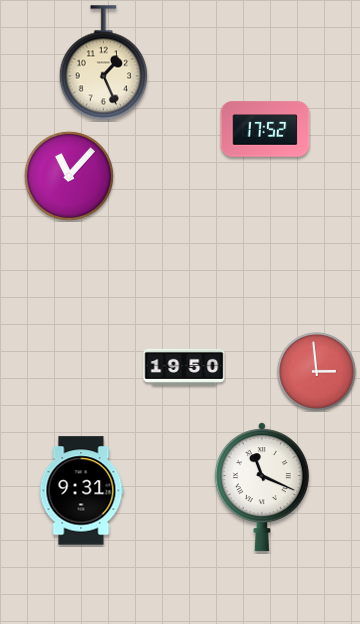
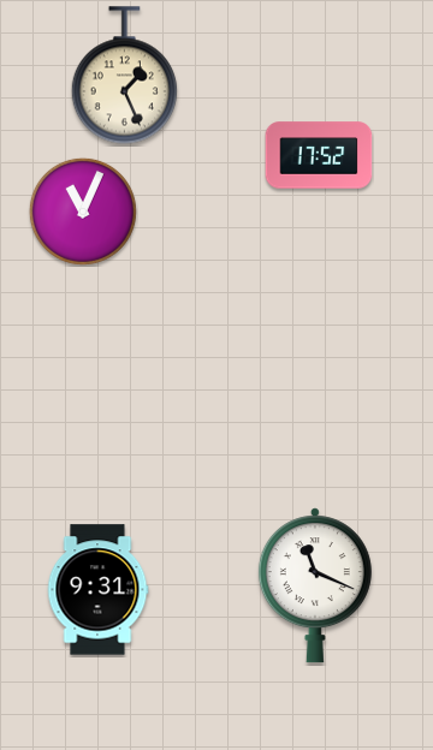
clock at (69, 176): 11:07 -> 11:04
clock at (184, 367): 19:50 -> none
clock at (316, 371): 2:59 -> none
